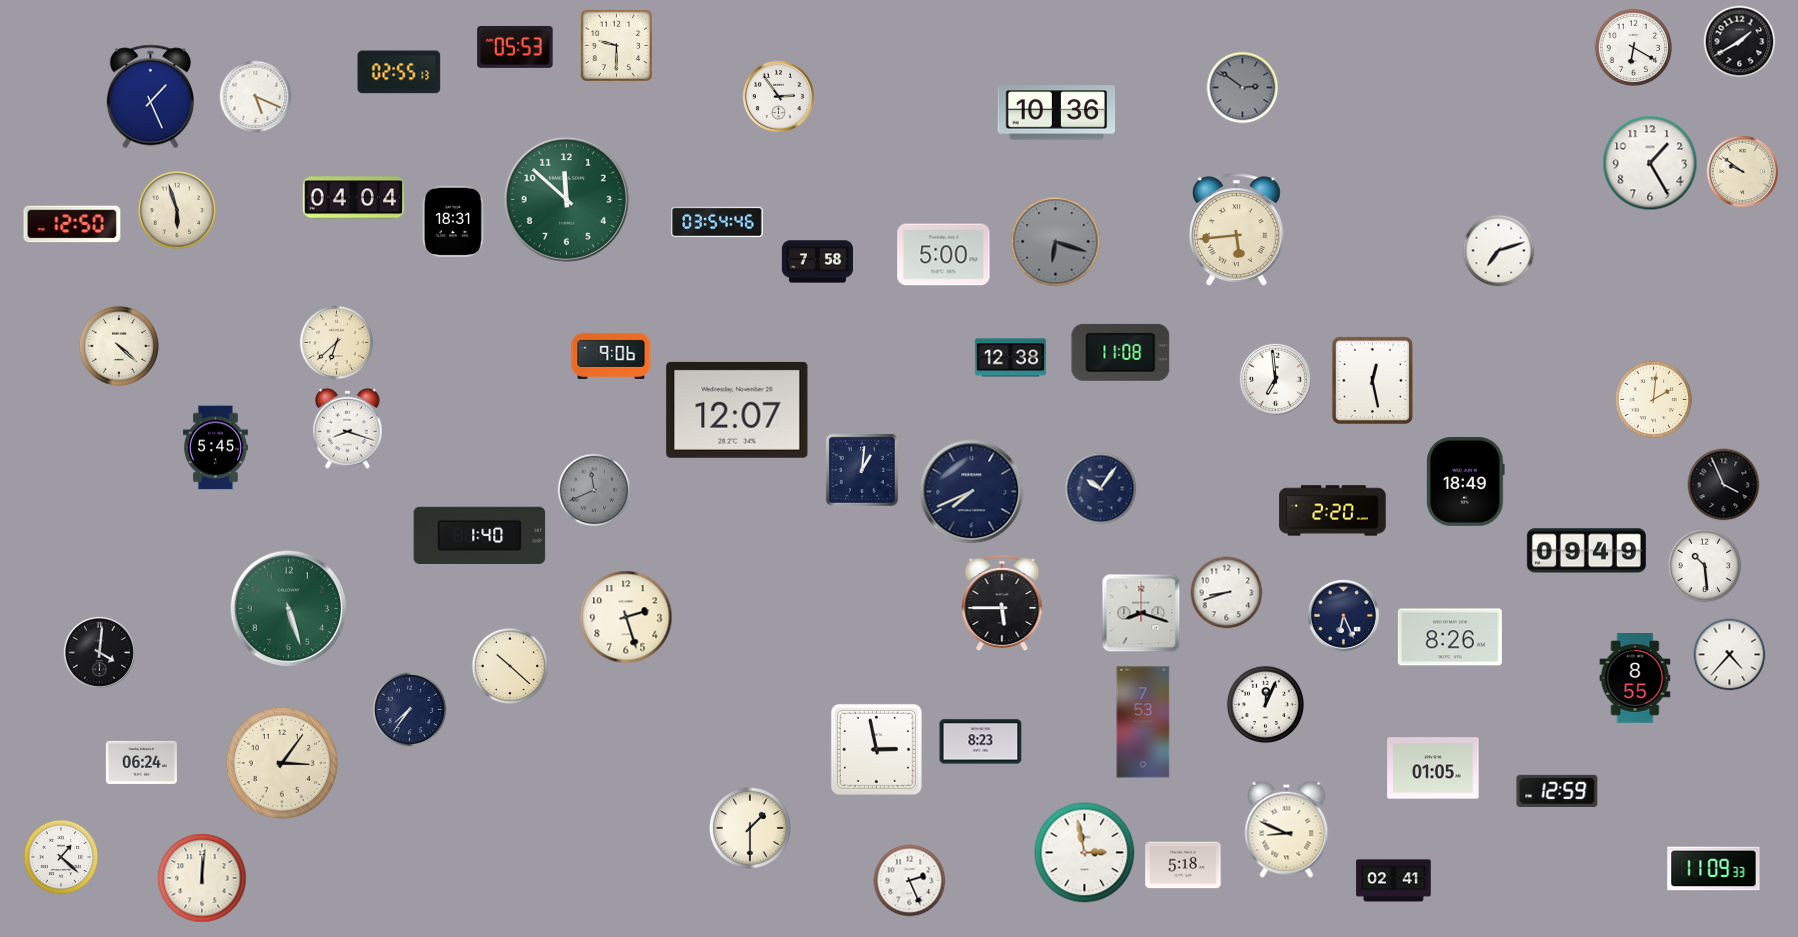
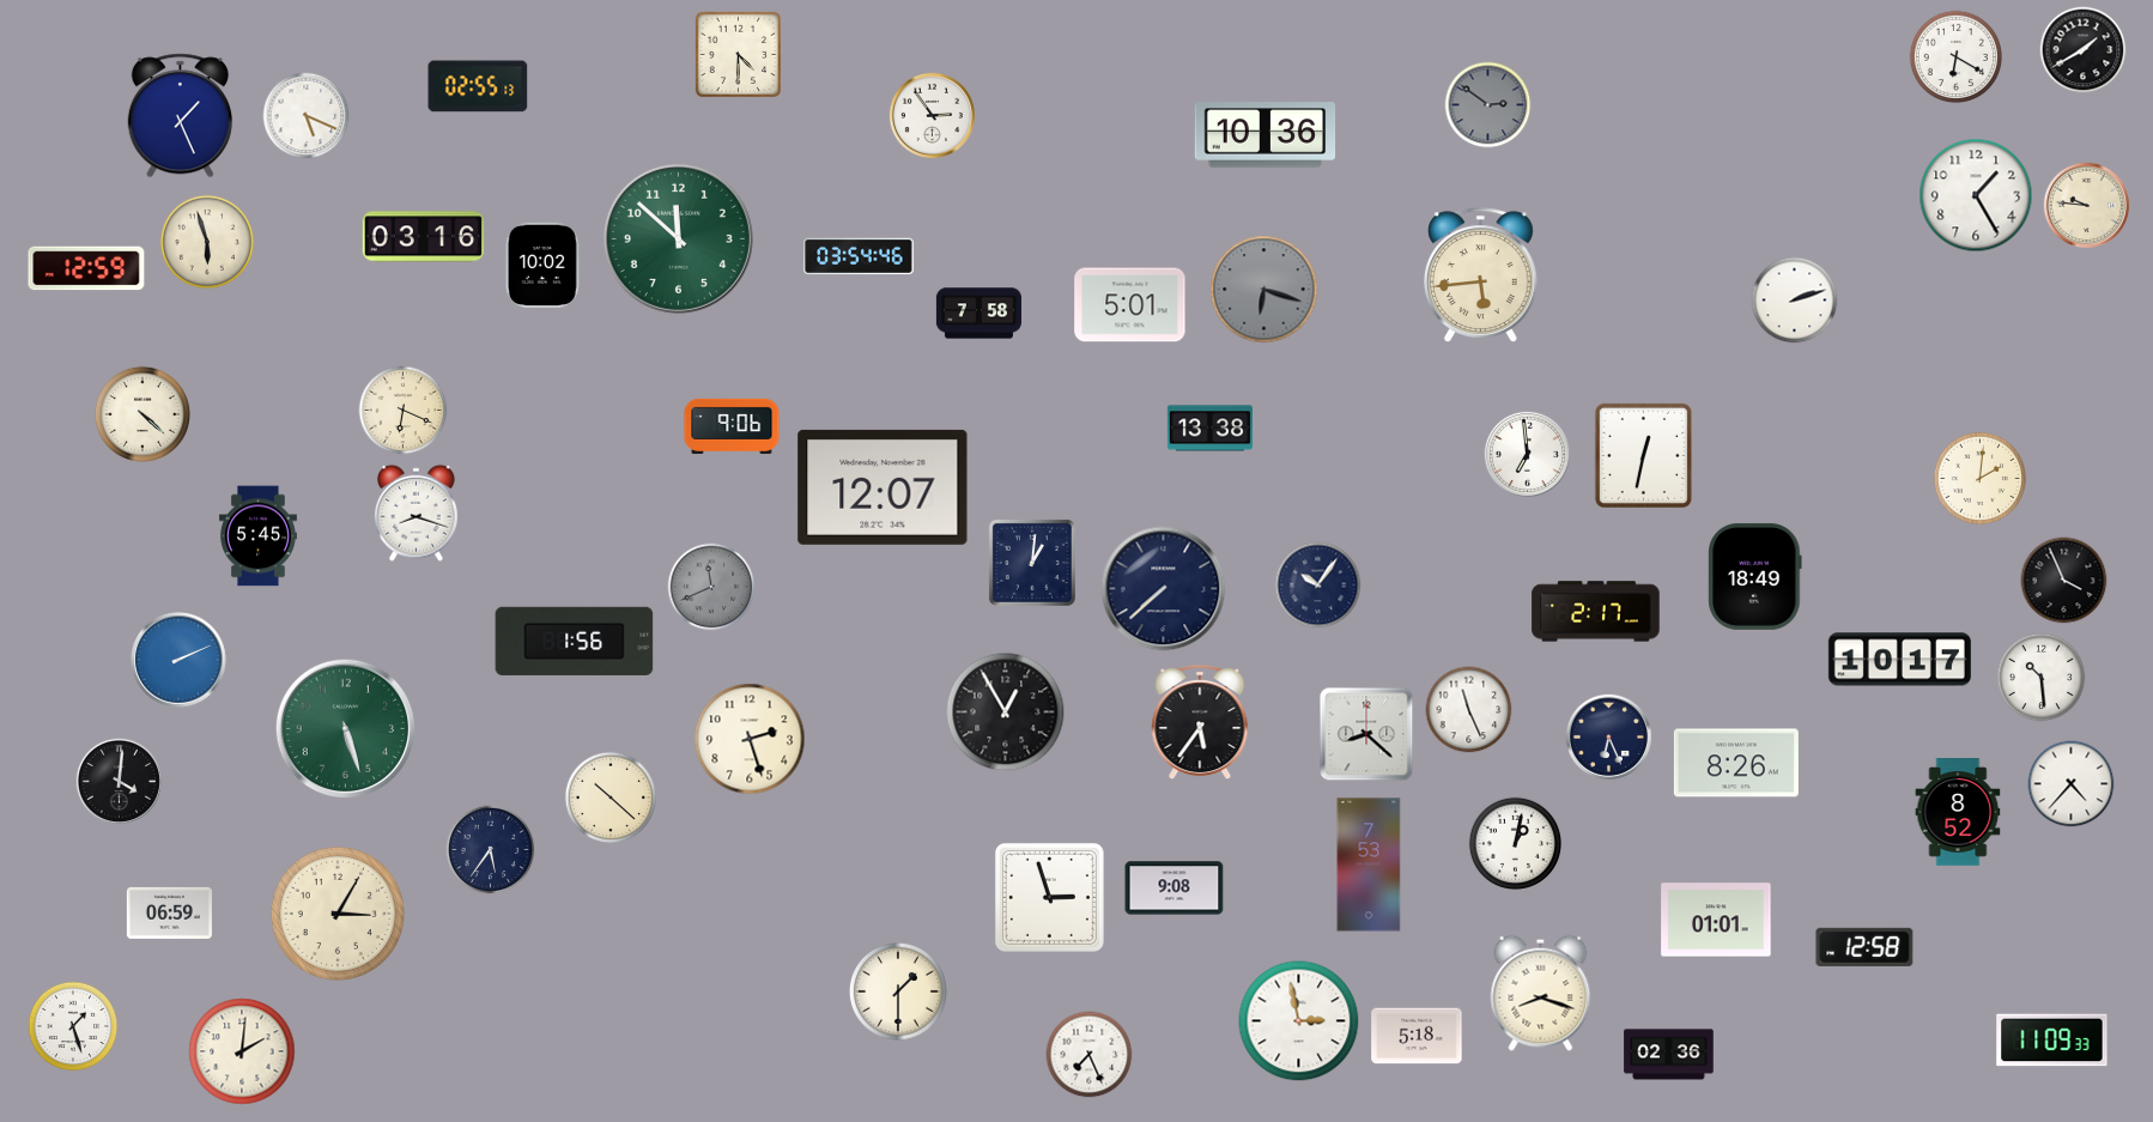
clock at (616, 45): 9:30 -> 4:30
clock at (515, 47): 05:53 -> none
clock at (1742, 171): 9:51 -> 9:46
clock at (354, 198): 04:04 -> 03:16
clock at (177, 210) position: (177, 210) -> (207, 242)
clock at (453, 221): 18:31 -> 10:02
clock at (717, 222) position: (717, 222) -> (859, 256)
clock at (72, 224): 12:50 -> 12:59
clock at (1499, 251): 7:12 -> 2:12
clock at (944, 255): 5:00 -> 5:01
clock at (337, 343): 6:38 -> 6:19
clock at (1121, 352): 11:08 -> none
clock at (1010, 358): 12:38 -> 13:38
clock at (1372, 380): 12:28 -> 12:32
clock at (737, 410) position: (737, 410) -> (883, 487)
clock at (972, 492): 7:41 -> 7:38
clock at (1333, 511): 2:20 -> 2:17
clock at (480, 535): 1:40 -> 1:56
clock at (178, 660): none -> 2:11
clock at (1586, 551): 09:49 -> 10:17
clock at (1227, 593): 8:42 -> 11:26
clock at (1006, 712): none -> 12:55
clock at (1002, 603): 5:45 -> 5:36
clock at (1141, 613): 8:18 -> 8:22
clock at (1635, 678): 8:55 -> 8:52
clock at (1265, 704): 12:04 -> 1:02
clock at (410, 710): 7:36 -> 5:36
clock at (981, 742): 8:23 -> 9:08
clock at (876, 749): 2:58 -> 2:57
clock at (141, 762): 06:24 -> 06:59
clock at (282, 763): 3:06 -> 3:05
clock at (1433, 768): 01:05 -> 01:01
clock at (1557, 791): 12:59 -> 12:58
clock at (1287, 829): 8:49 -> 8:18
clock at (61, 857): 1:22 -> 1:27
clock at (202, 878): 12:01 -> 2:01
clock at (910, 881): 2:26 -> 7:26
clock at (1394, 881): 02:41 -> 02:36
